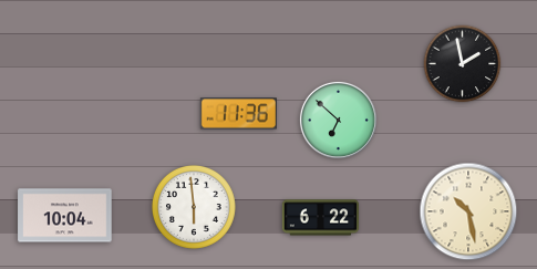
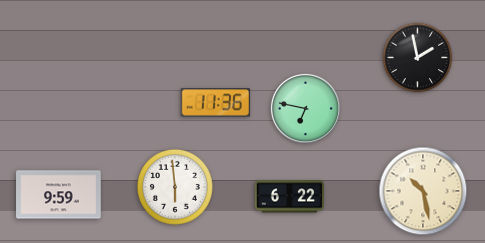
clock at (338, 120): 6:52 -> 6:47
clock at (65, 216): 10:04 -> 9:59
